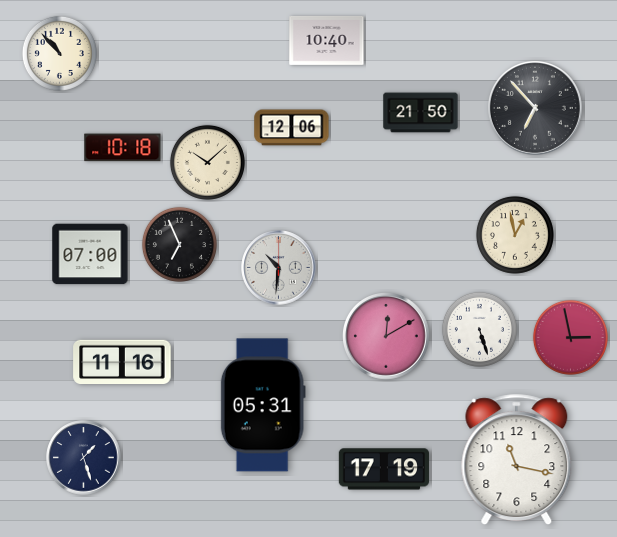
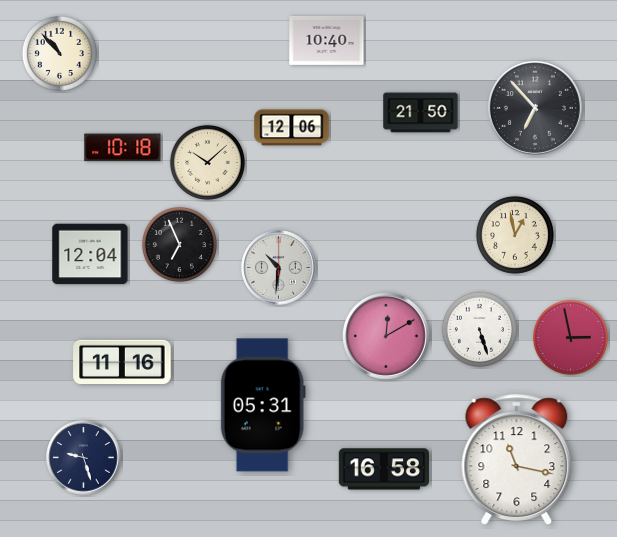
clock at (90, 254): 07:00 -> 12:04
clock at (84, 458): 1:27 -> 9:27
clock at (383, 469): 17:19 -> 16:58
